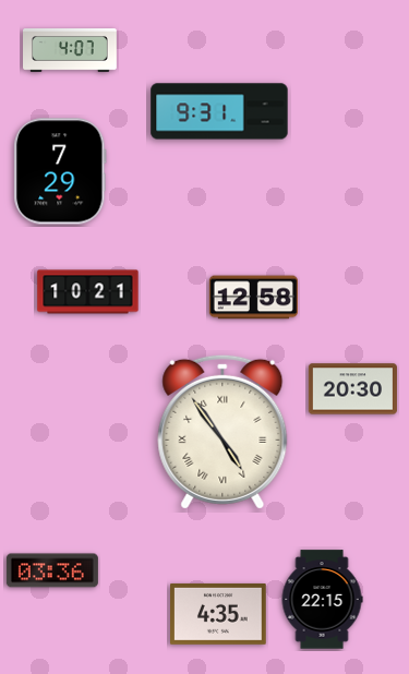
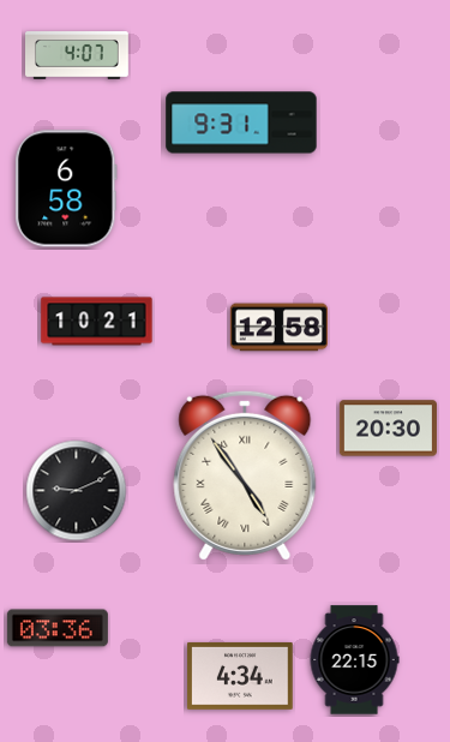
clock at (60, 171): 7:29 -> 6:58
clock at (77, 491): none -> 9:11
clock at (219, 614): 4:35 -> 4:34
